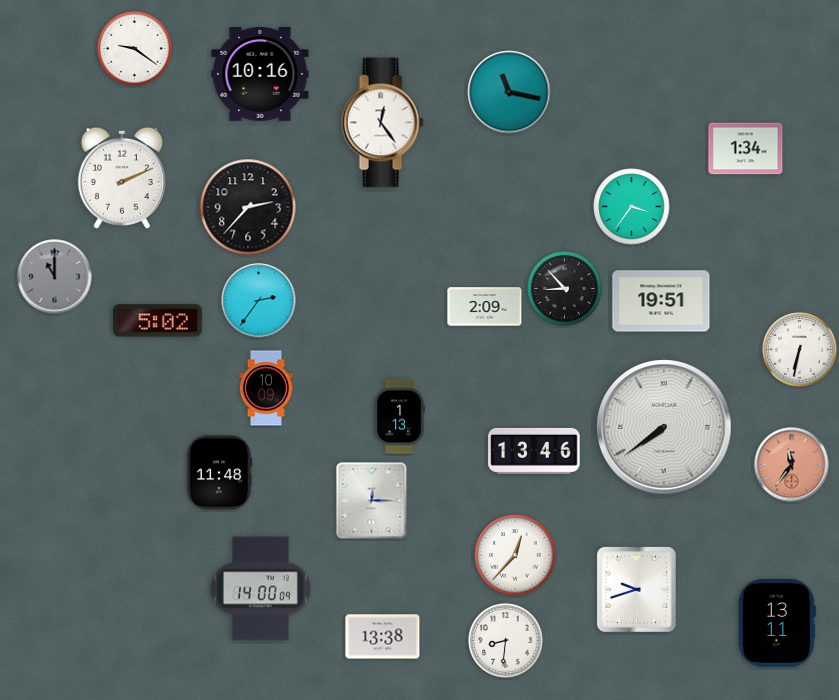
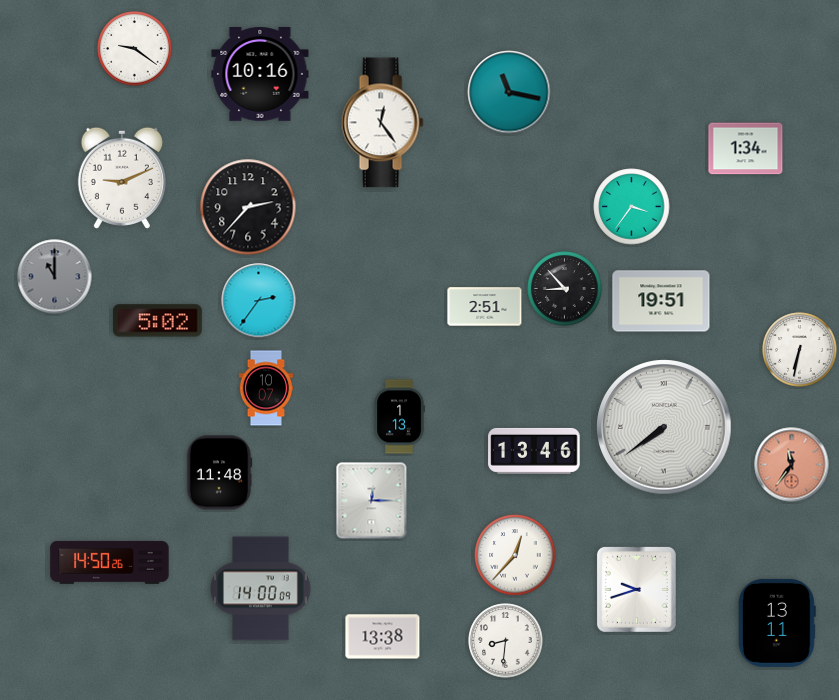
clock at (122, 178): 2:11 -> 9:11
clock at (485, 307): 2:09 -> 2:51
clock at (266, 388): 10:09 -> 10:07
clock at (110, 562): none -> 14:50
